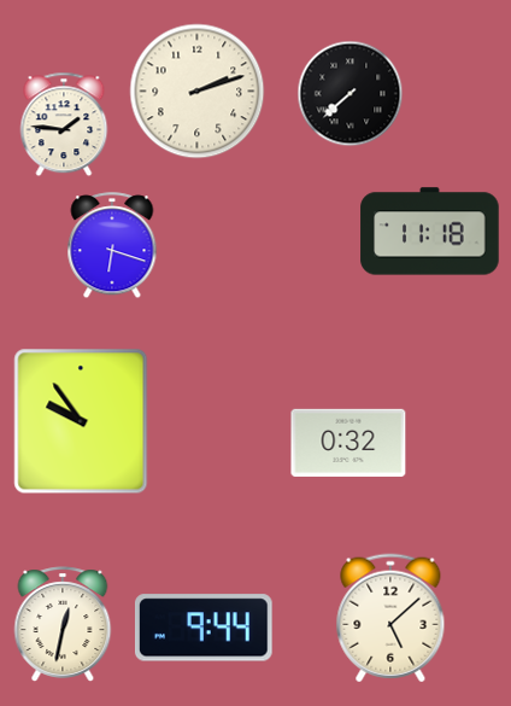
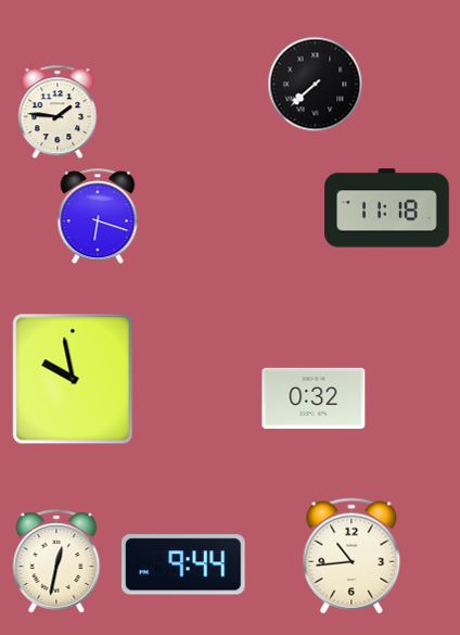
clock at (198, 92): 2:12 -> none
clock at (112, 246) position: (112, 246) -> (98, 217)
clock at (81, 421): 9:54 -> 9:58
clock at (390, 618): 5:08 -> 10:44
